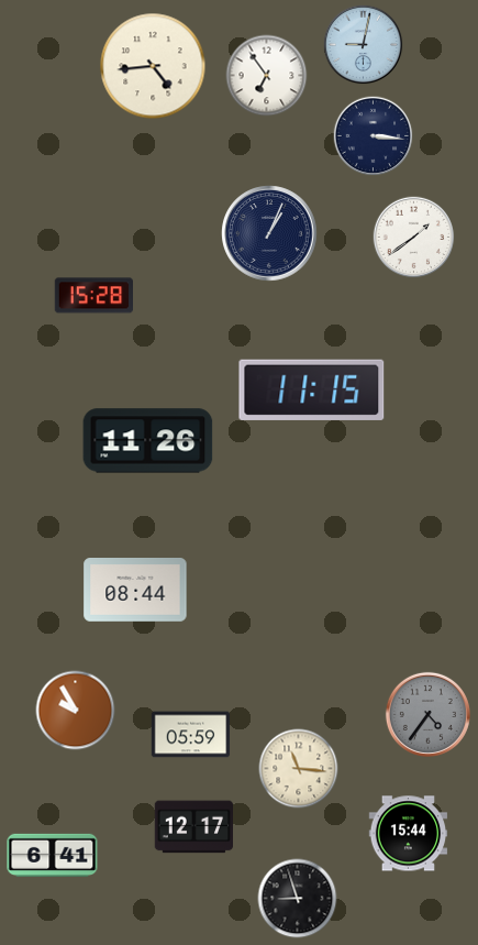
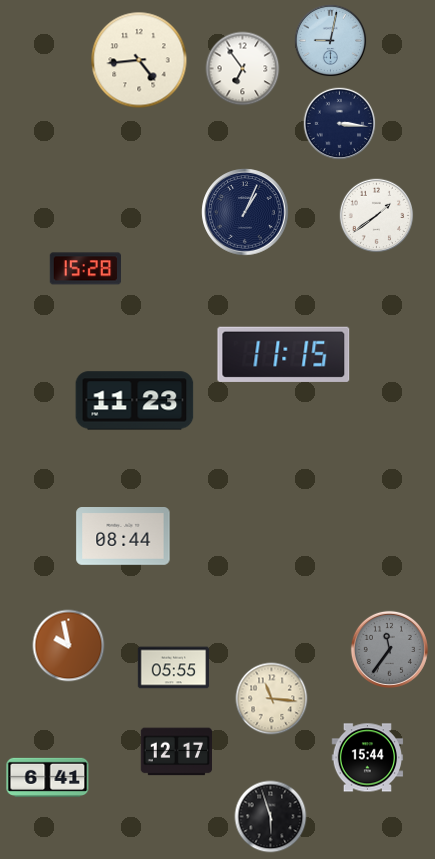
clock at (148, 441): 11:26 -> 11:23
clock at (76, 711): 9:55 -> 9:58
clock at (427, 714): 4:36 -> 11:36
clock at (191, 735): 05:59 -> 05:55
clock at (409, 834) position: (409, 834) -> (368, 758)
clock at (298, 899): 8:57 -> 5:57
